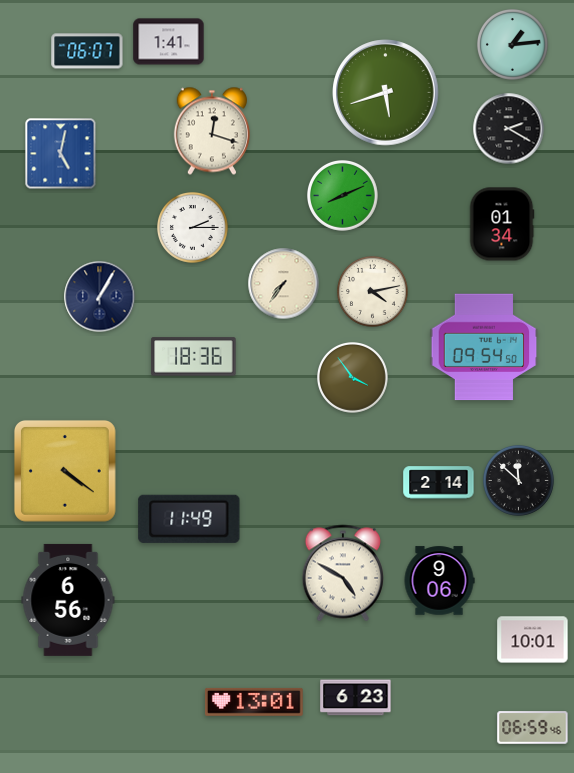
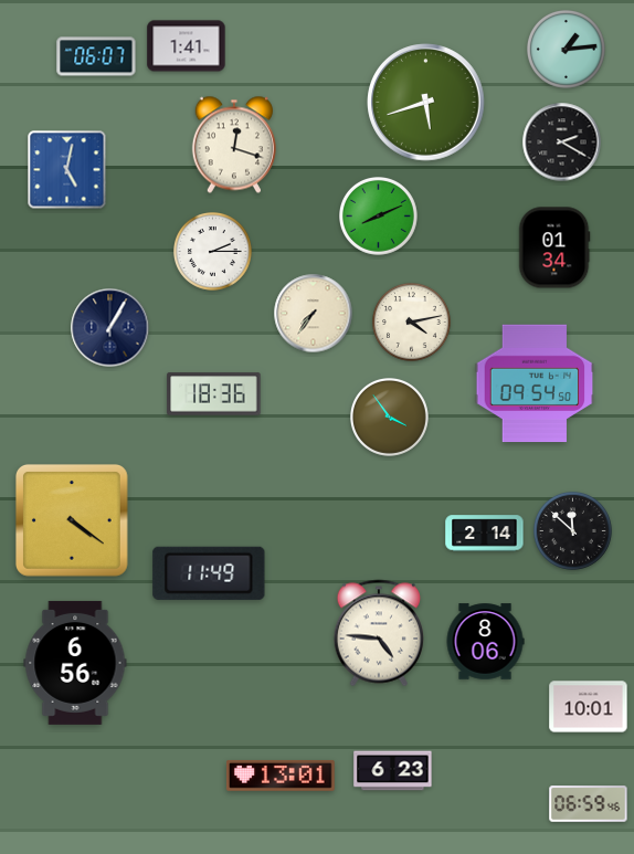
clock at (342, 573): 4:50 -> 4:46
clock at (439, 581): 9:06 -> 8:06
